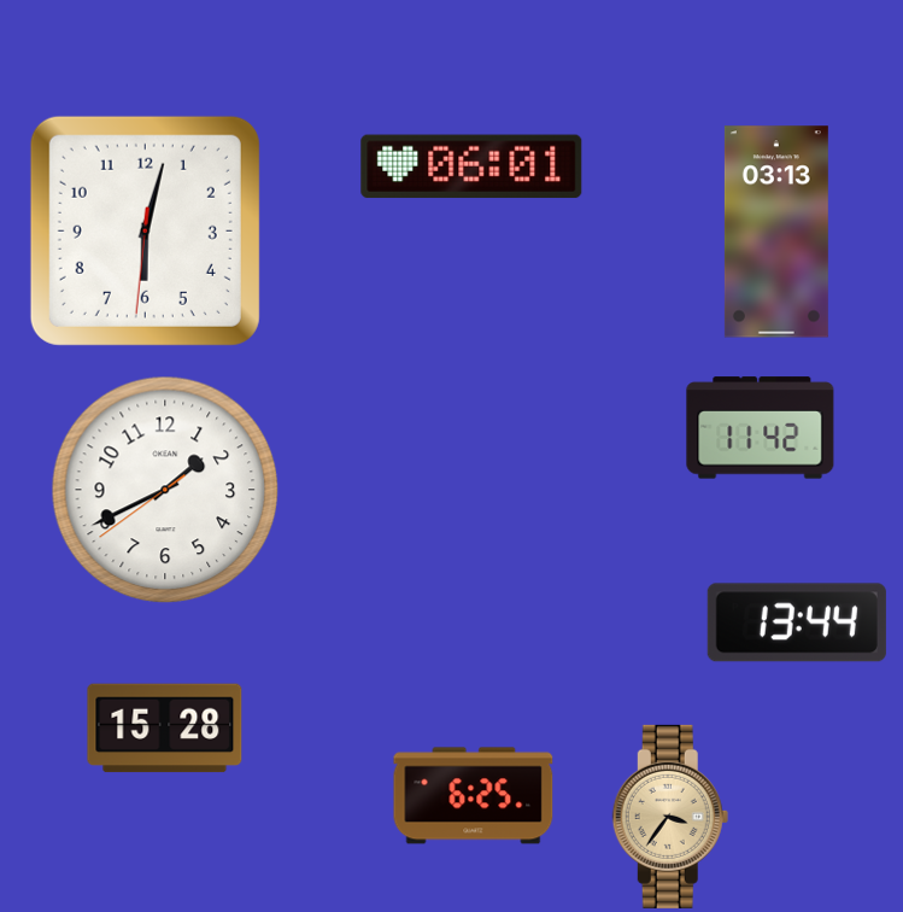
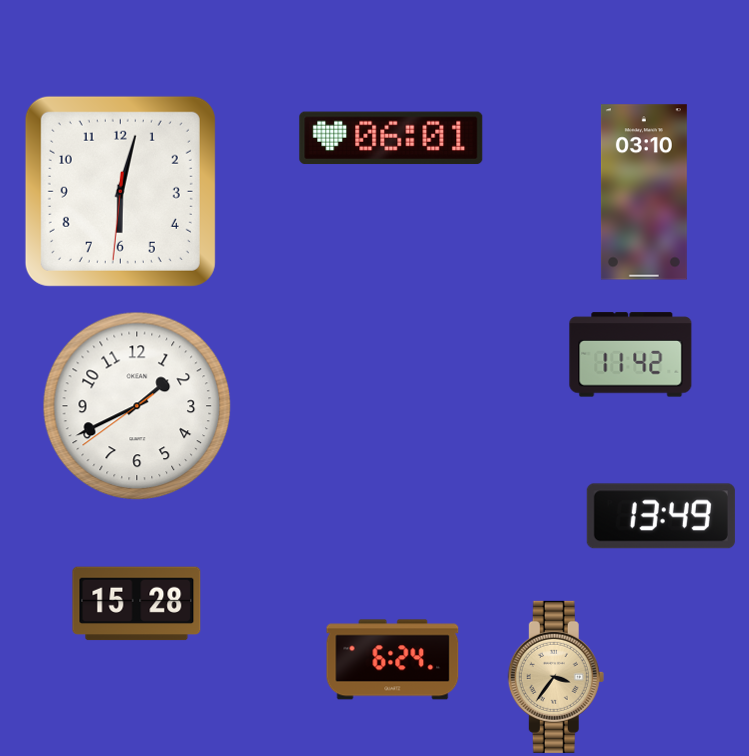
clock at (776, 232): 03:13 -> 03:10
clock at (797, 622): 13:44 -> 13:49
clock at (474, 796): 6:25 -> 6:24
